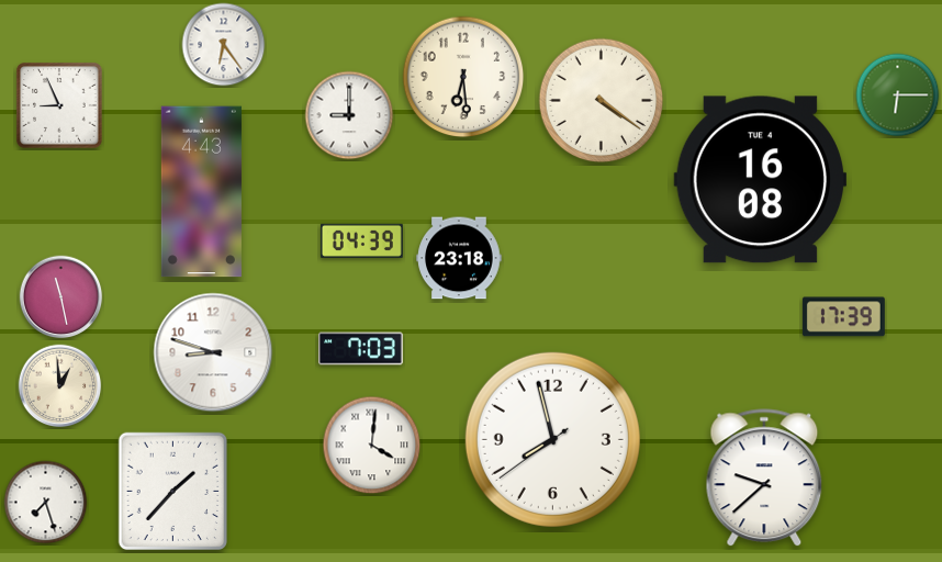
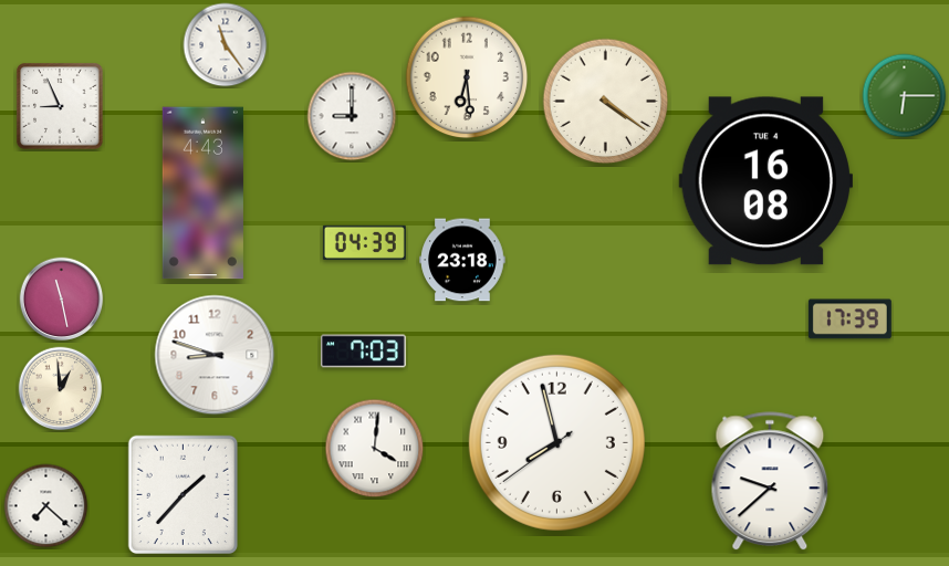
clock at (224, 45): 6:24 -> 11:24
clock at (172, 491) position: (172, 491) -> (182, 494)
clock at (46, 503): 7:27 -> 7:22
